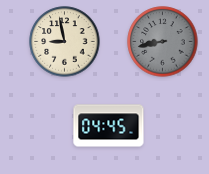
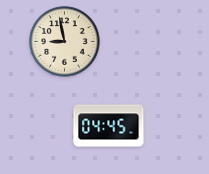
clock at (163, 42): 8:43 -> none
